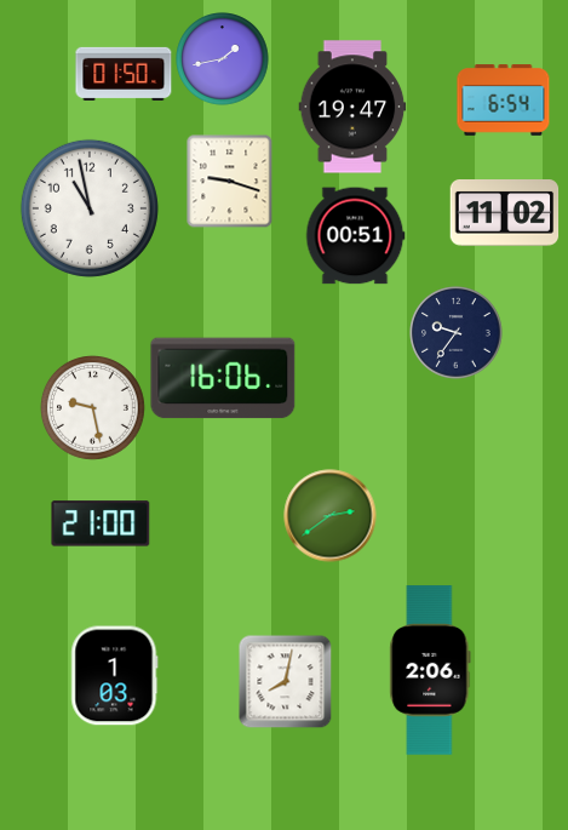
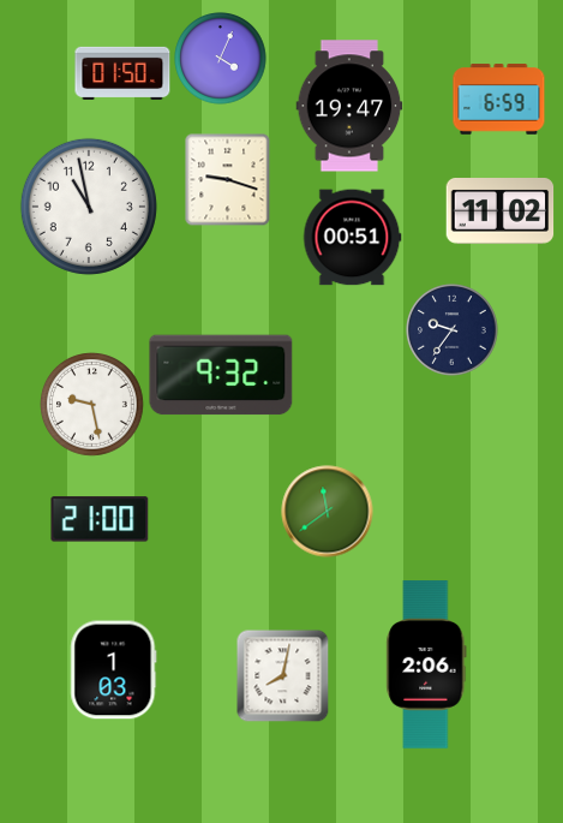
clock at (223, 59): 1:43 -> 4:04
clock at (504, 101): 6:54 -> 6:59
clock at (355, 236) position: (355, 236) -> (352, 238)
clock at (223, 378): 16:06 -> 9:32
clock at (331, 516): 2:39 -> 11:39
